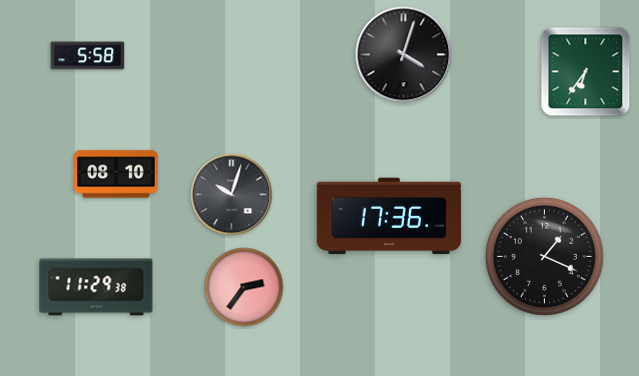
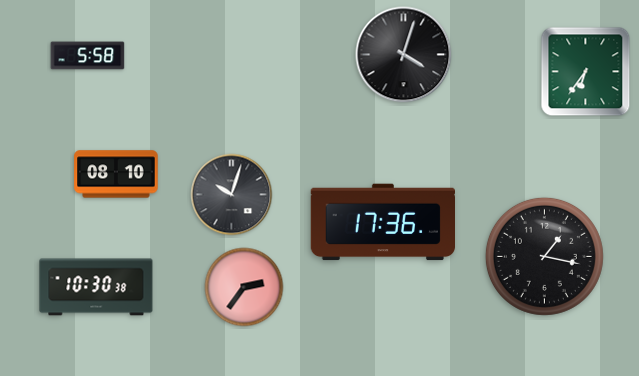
clock at (388, 216) position: (388, 216) -> (382, 222)
clock at (544, 256): 1:19 -> 1:17
clock at (96, 287): 11:29 -> 10:30
